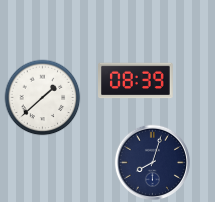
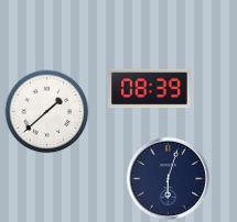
clock at (43, 98) position: (43, 98) -> (47, 112)
clock at (152, 162): 8:03 -> 6:03
